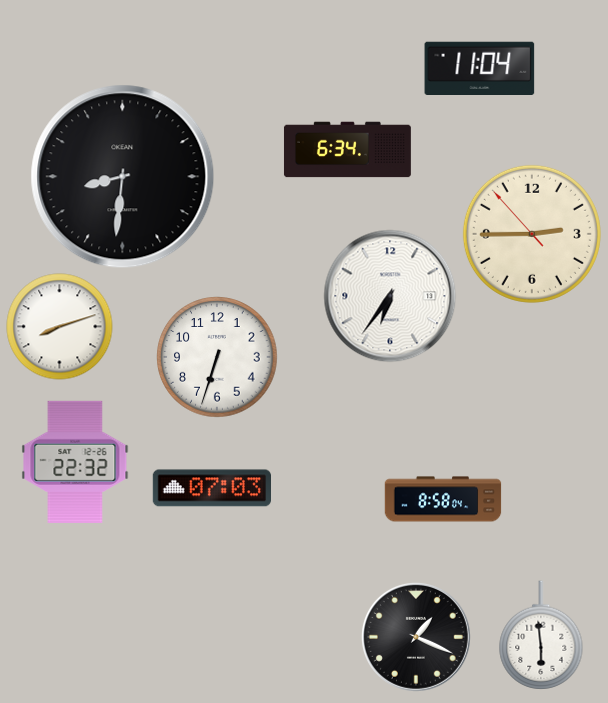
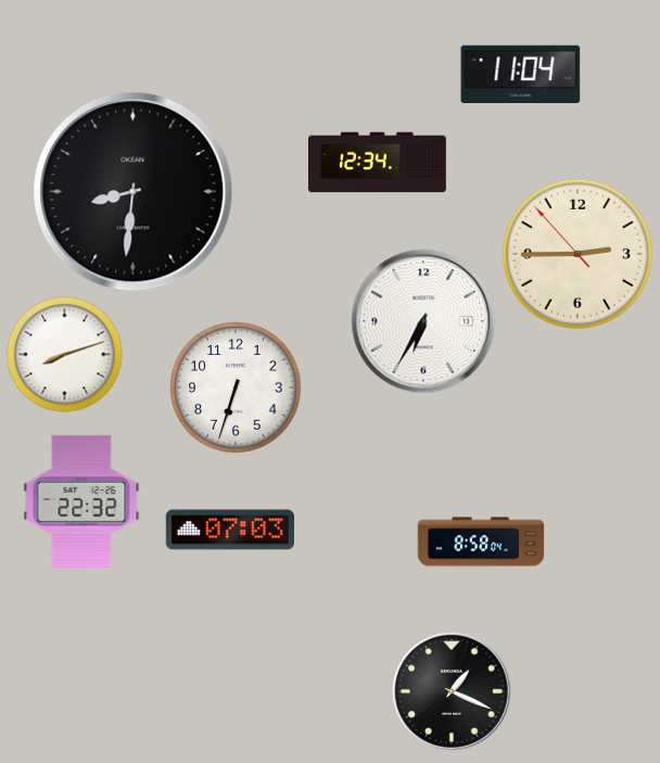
clock at (347, 150): 6:34 -> 12:34
clock at (390, 296): 6:36 -> 6:35
clock at (541, 635): 5:59 -> none
